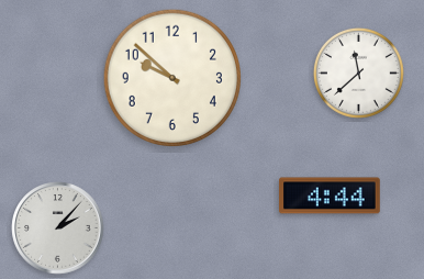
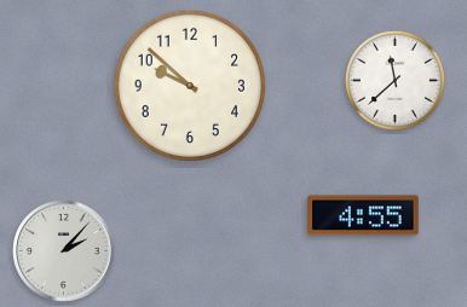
clock at (331, 196): 4:44 -> 4:55
